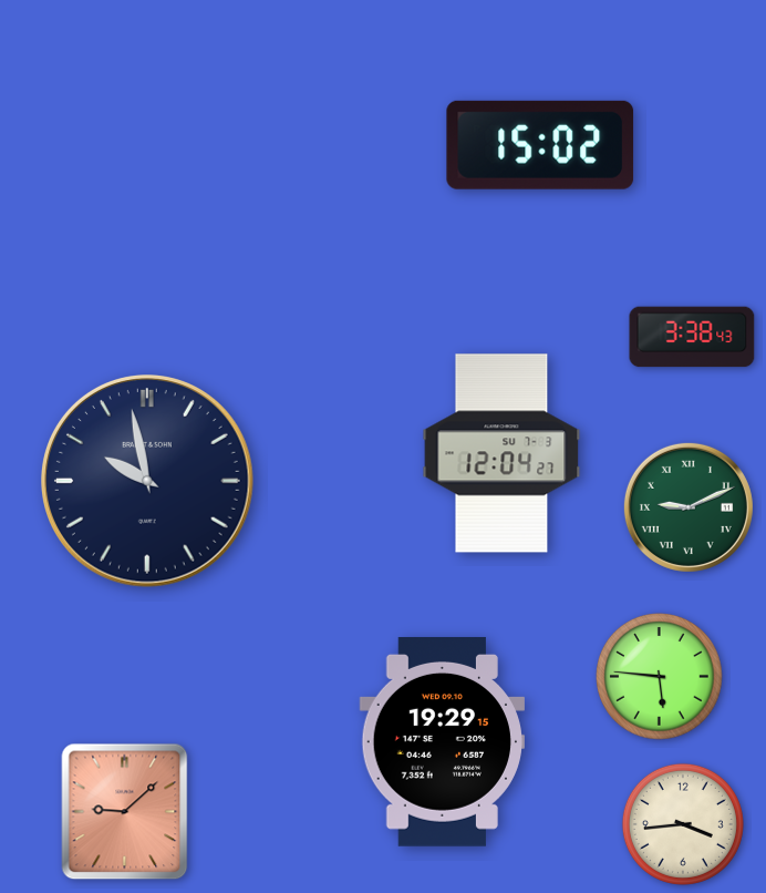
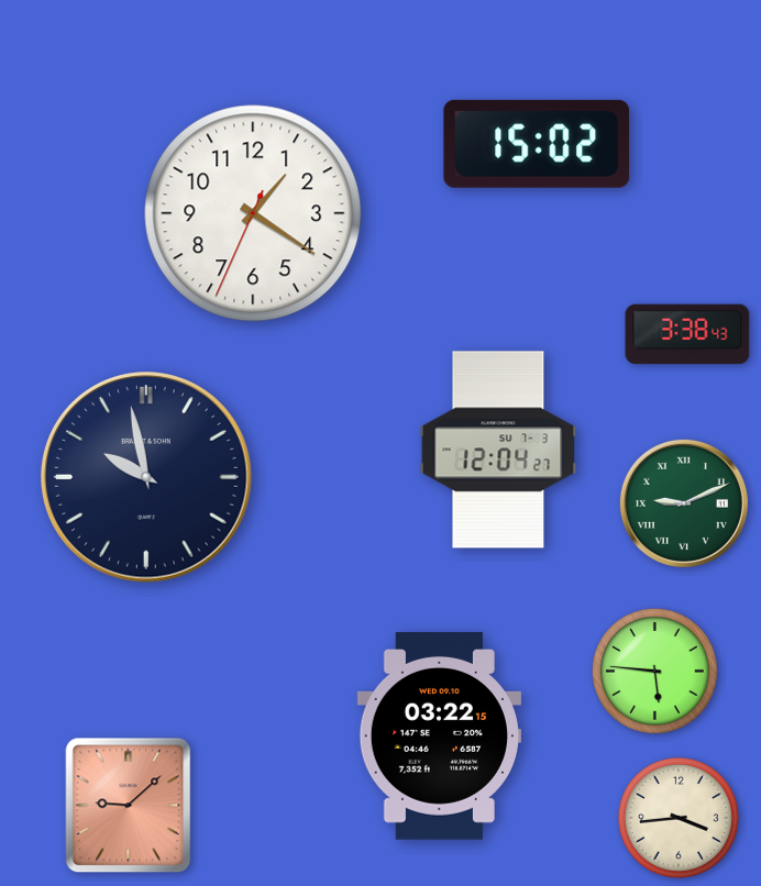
clock at (253, 213): none -> 1:20
clock at (442, 741): 19:29 -> 03:22
clock at (125, 812) position: (125, 812) -> (129, 806)
